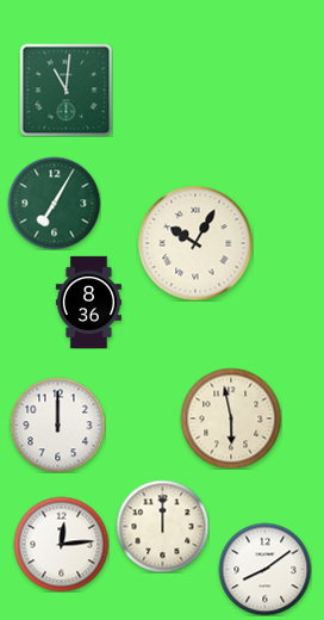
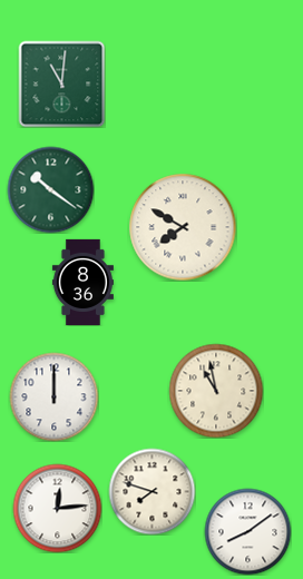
clock at (54, 203): 7:05 -> 10:21
clock at (195, 243): 10:05 -> 7:50
clock at (231, 418): 5:58 -> 10:58
clock at (162, 526): 12:00 -> 7:48
